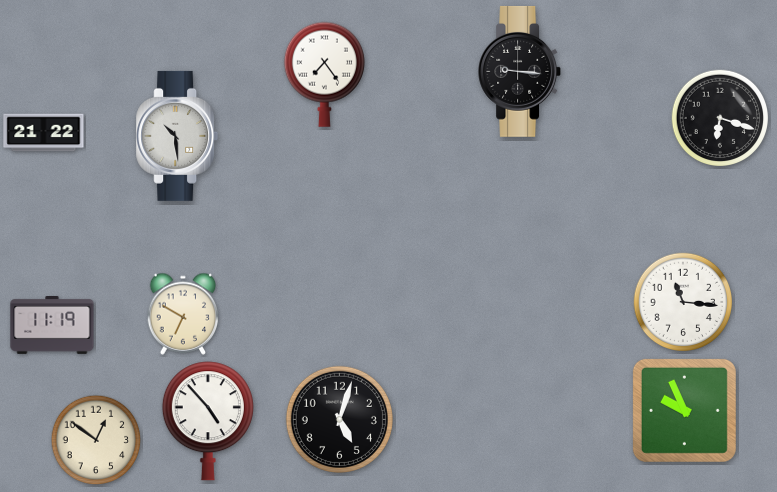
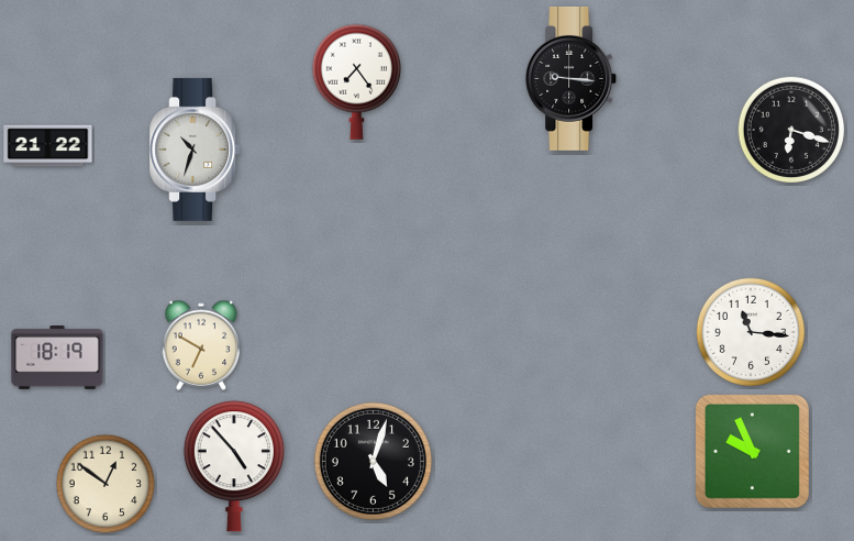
clock at (177, 136): 10:29 -> 10:33
clock at (52, 326): 11:19 -> 18:19
clock at (208, 421) position: (208, 421) -> (234, 466)
